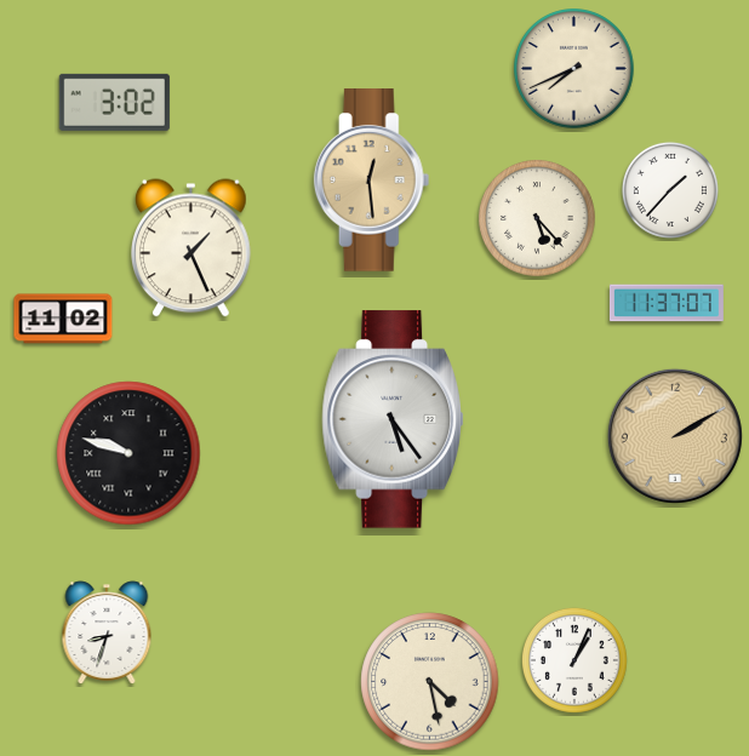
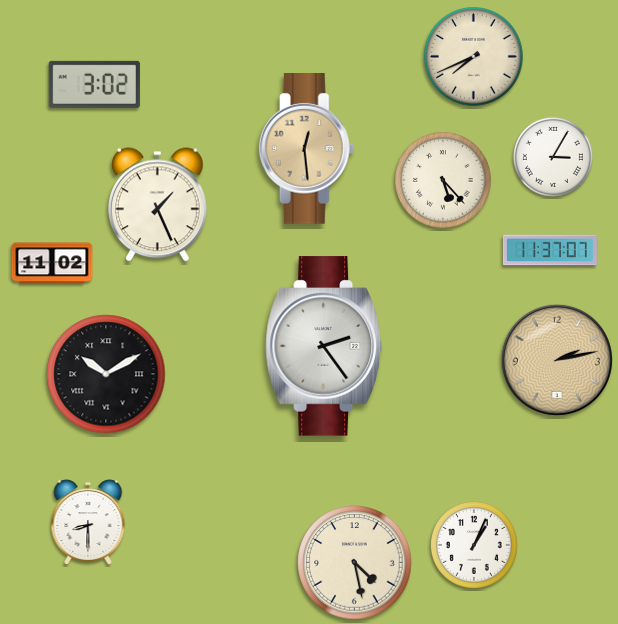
clock at (670, 190): 1:37 -> 3:05
clock at (393, 419): 5:24 -> 2:24
clock at (675, 436): 2:10 -> 2:13
clock at (128, 453): 9:48 -> 10:10
clock at (107, 632): 8:33 -> 8:30
